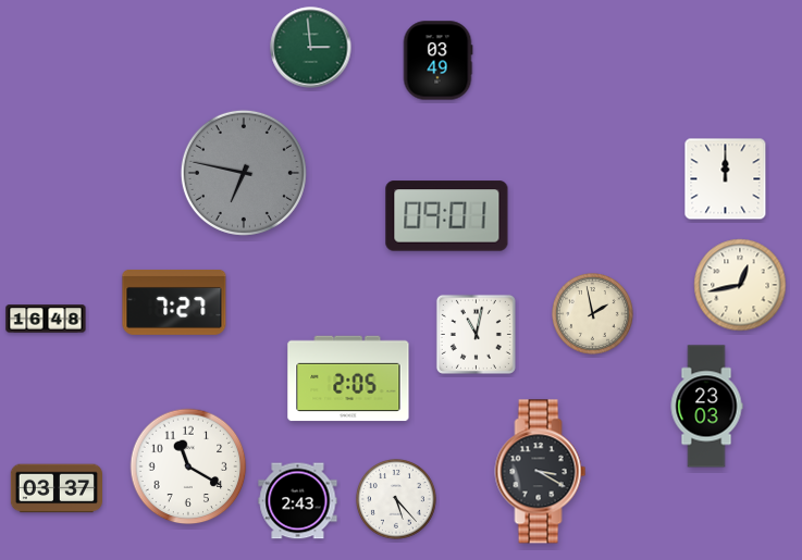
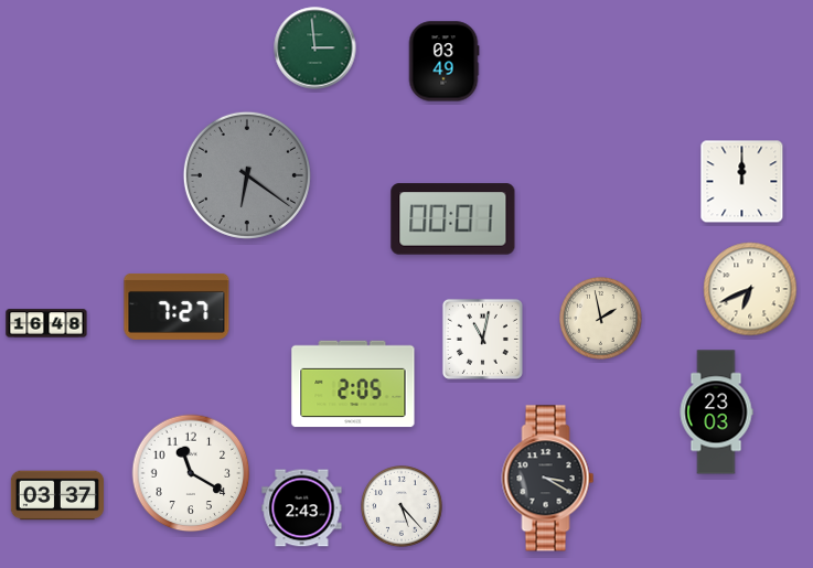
clock at (244, 173): 6:47 -> 6:21
clock at (726, 179) position: (726, 179) -> (742, 182)
clock at (447, 216): 09:01 -> 00:01
clock at (740, 285): 12:43 -> 6:41
